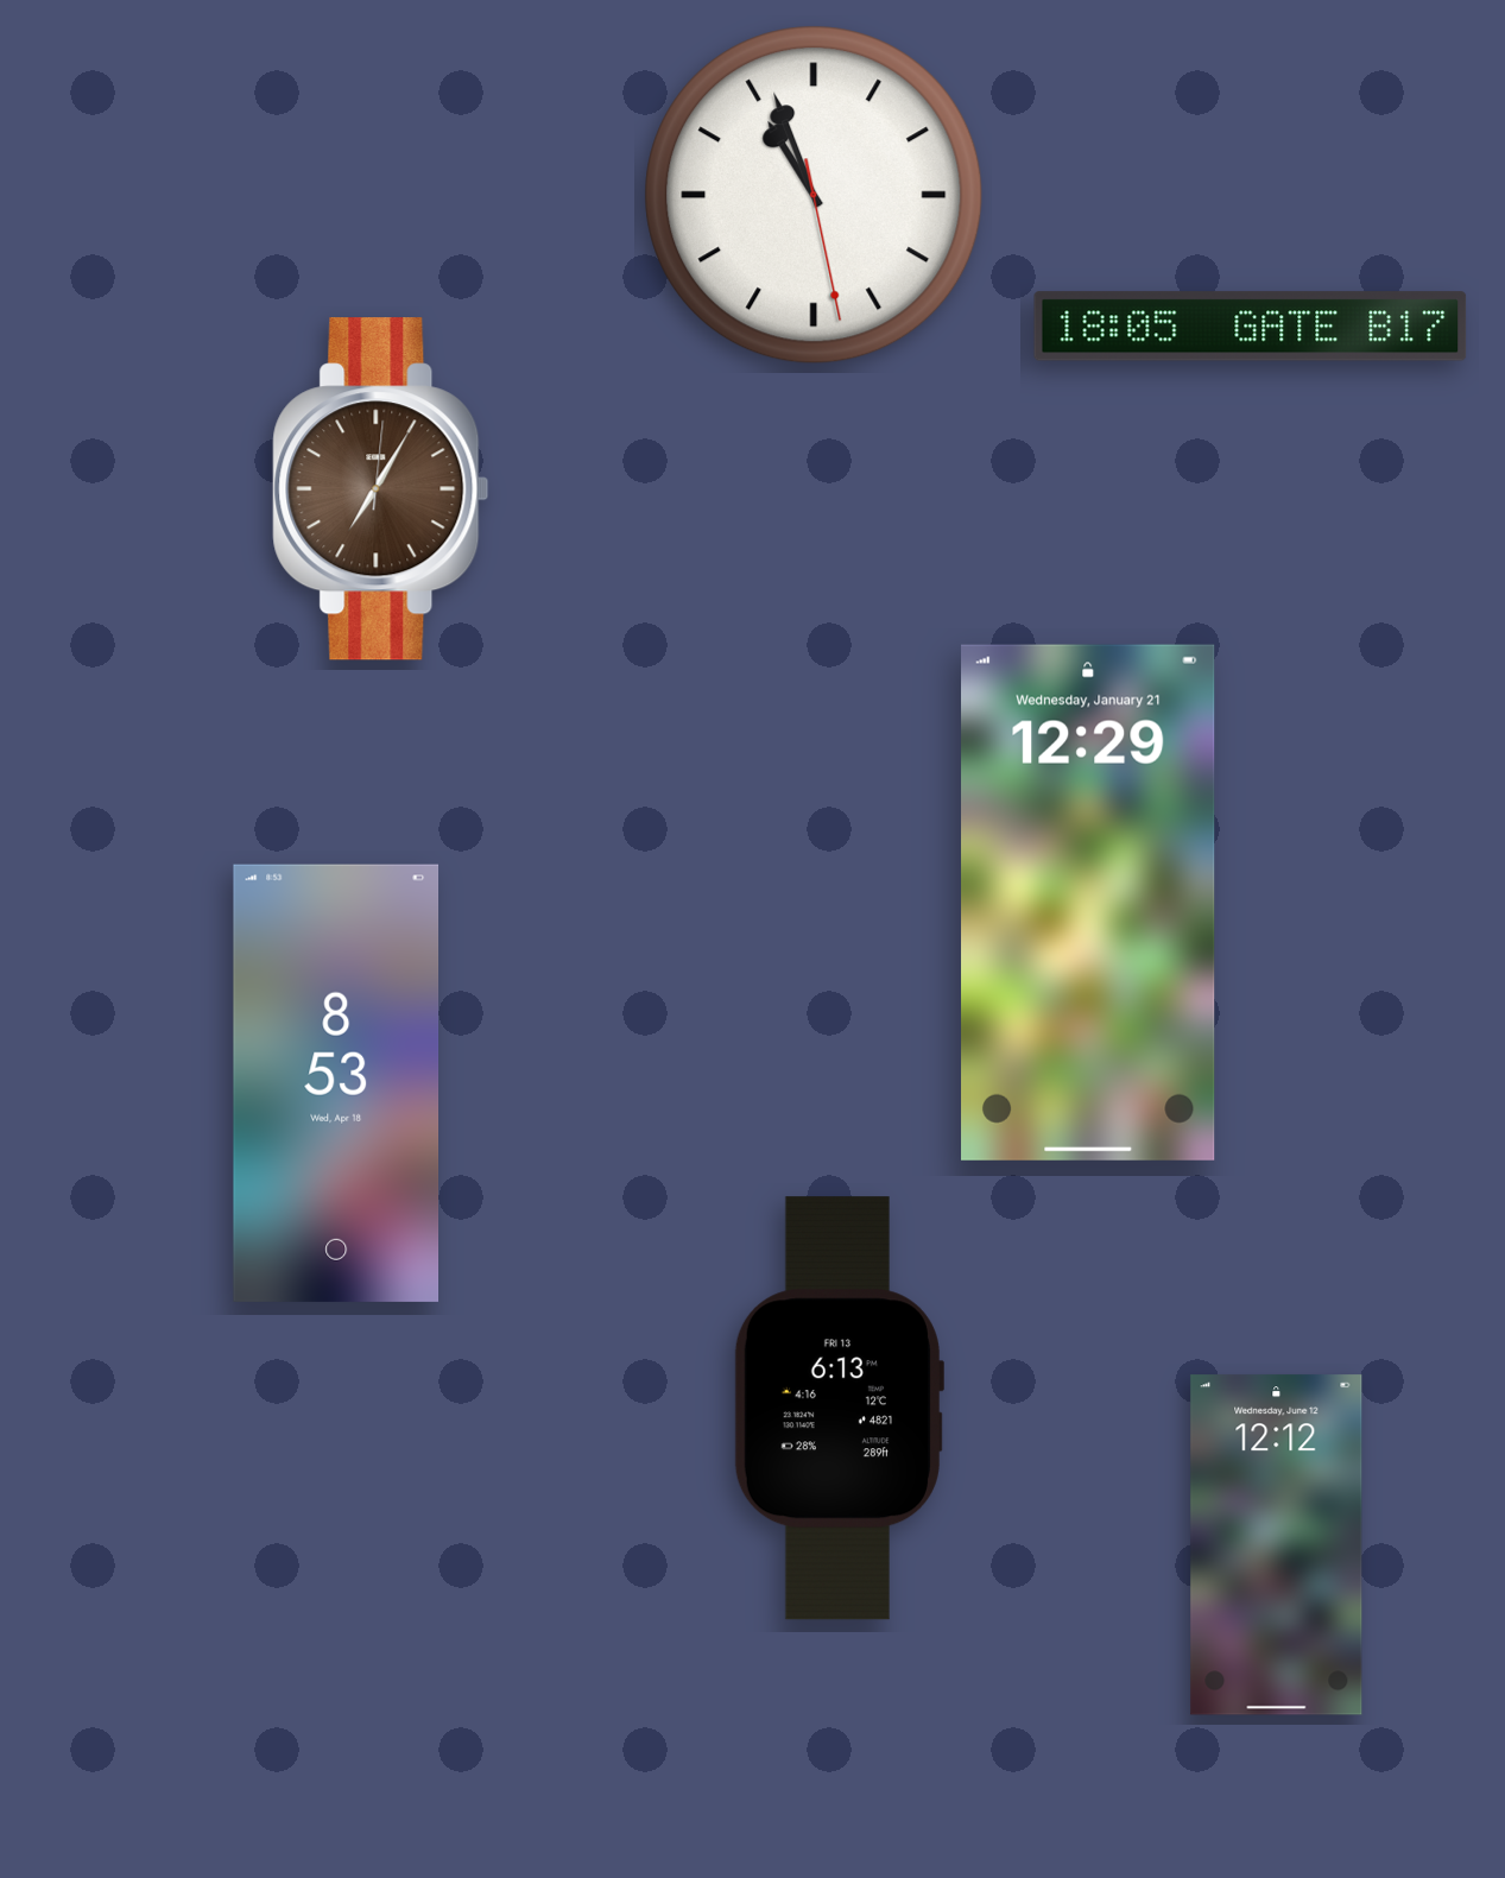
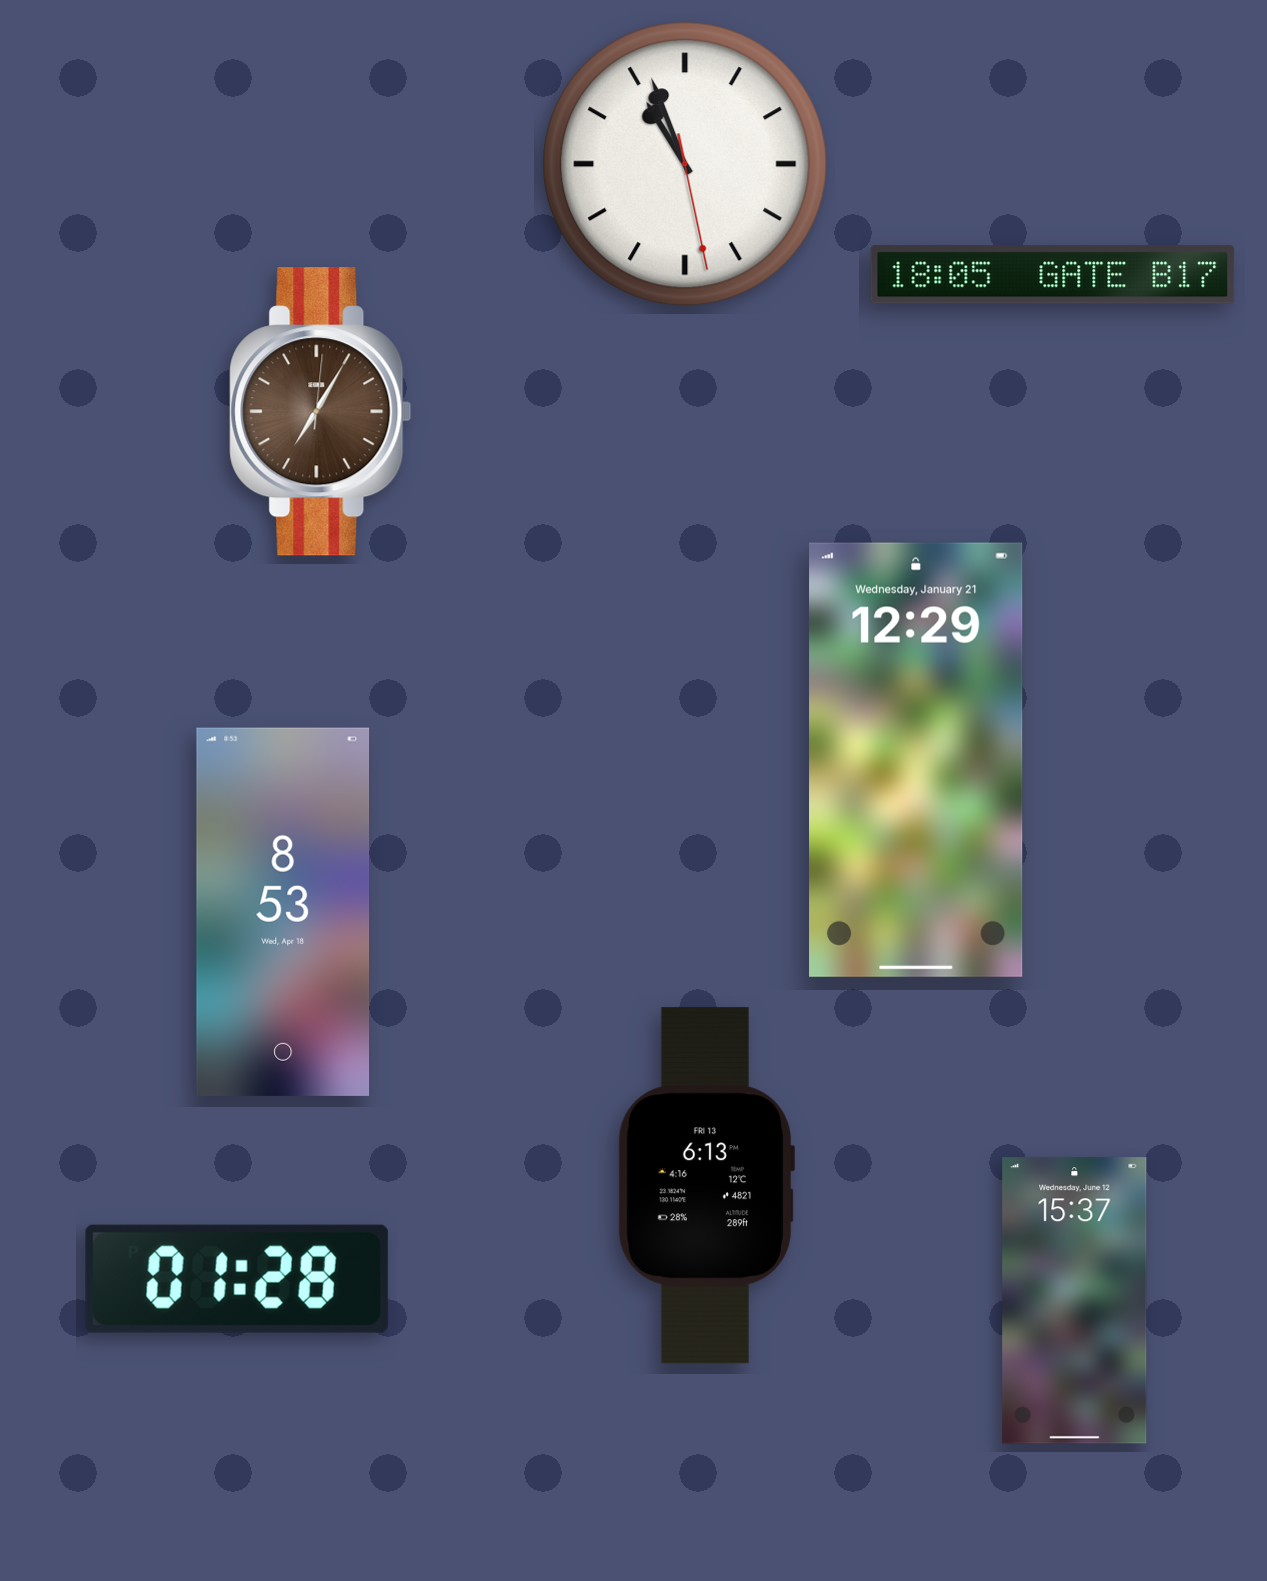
clock at (237, 1279): none -> 01:28
clock at (1277, 1545): 12:12 -> 15:37
